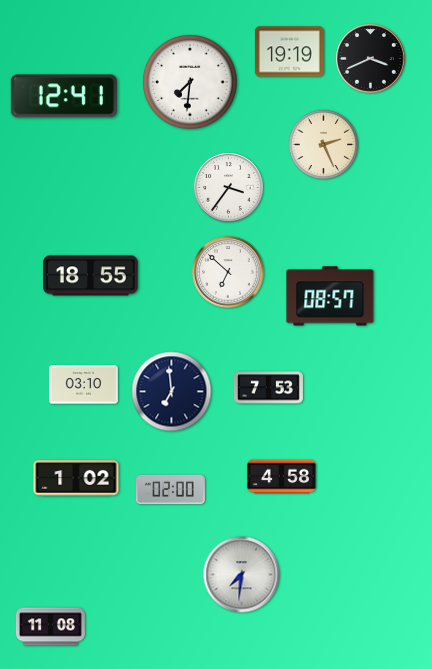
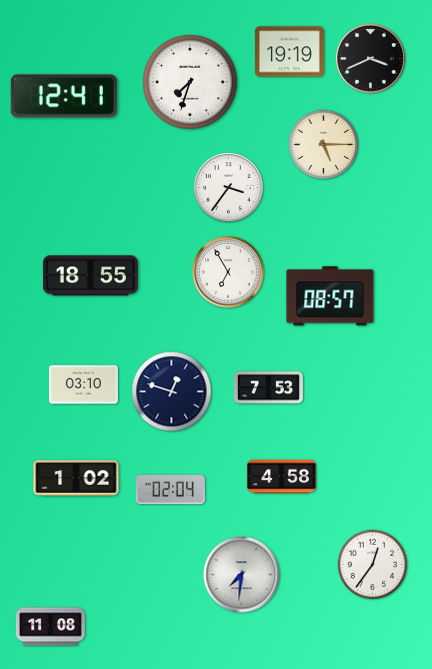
clock at (190, 82): 7:31 -> 7:33
clock at (324, 145): 2:26 -> 5:15
clock at (228, 272): 6:52 -> 6:55
clock at (172, 392): 6:59 -> 12:48
clock at (170, 490): 02:00 -> 02:04
clock at (373, 565): none -> 12:36
